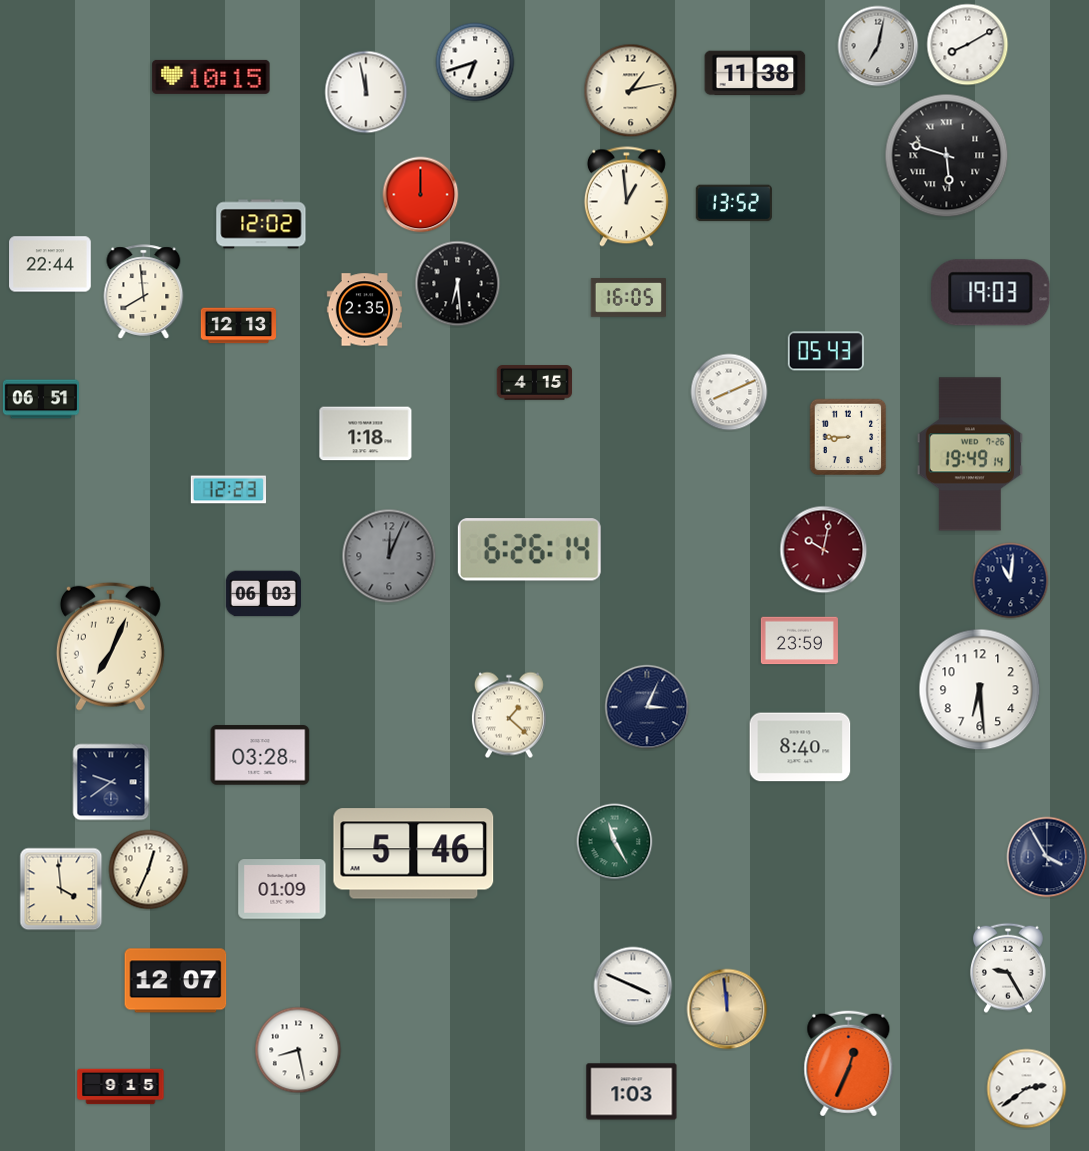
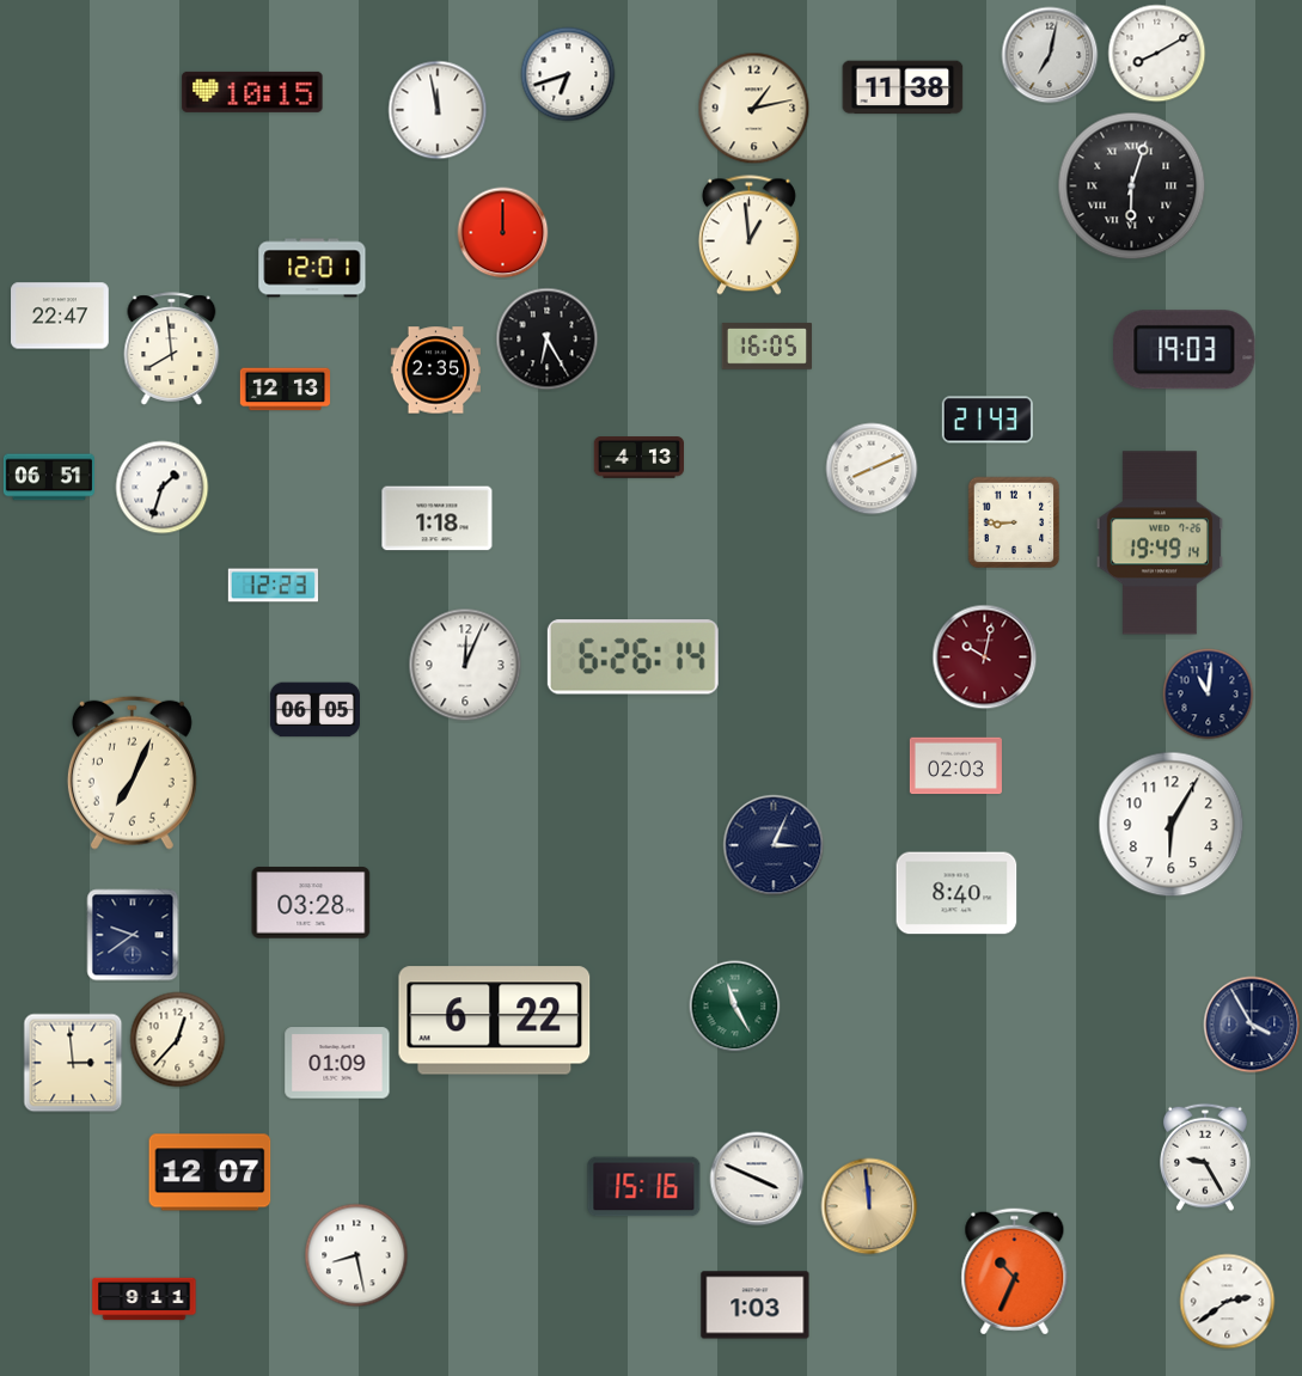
clock at (947, 156): 5:48 -> 6:03
clock at (734, 203): 13:52 -> none
clock at (261, 224): 12:02 -> 12:01
clock at (50, 264): 22:44 -> 22:47
clock at (458, 284): 6:29 -> 6:25
clock at (628, 298) position: (628, 298) -> (766, 347)
clock at (826, 351): 05:43 -> 21:43
clock at (534, 383): 4:15 -> 4:13
clock at (163, 488): none -> 1:33
clock at (389, 556) dial: grey -> white
clock at (263, 594): 06:03 -> 06:05
clock at (799, 641): 23:59 -> 02:03
clock at (980, 690): 6:29 -> 6:05
clock at (509, 715): 1:22 -> none
clock at (414, 854): 5:46 -> 6:22
clock at (149, 870): 12:34 -> 12:37
clock at (61, 889): 3:59 -> 2:59
clock at (644, 1187): none -> 15:16
clock at (849, 1064): 12:34 -> 10:34
clock at (121, 1087): 9:15 -> 9:11
